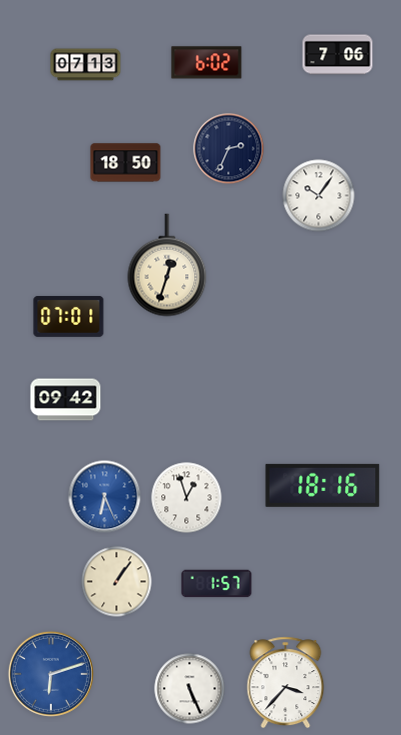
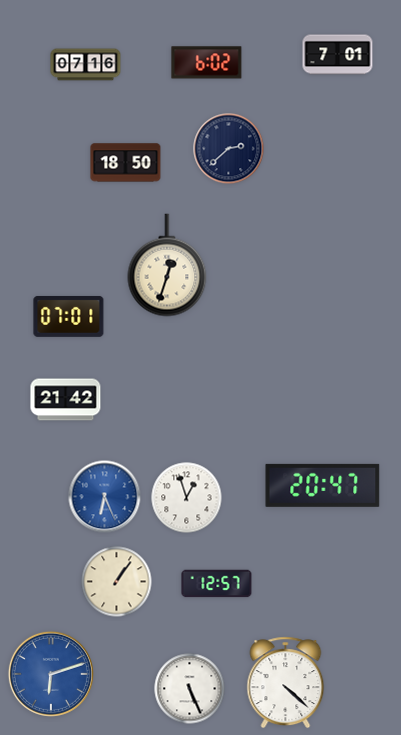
clock at (338, 55): 7:06 -> 7:01
clock at (86, 65): 07:13 -> 07:16
clock at (229, 149): 2:34 -> 2:38
clock at (319, 196): 10:06 -> none
clock at (66, 400): 09:42 -> 21:42
clock at (323, 485): 18:16 -> 20:47
clock at (217, 584): 1:57 -> 12:57
clock at (286, 683): 3:37 -> 4:22
